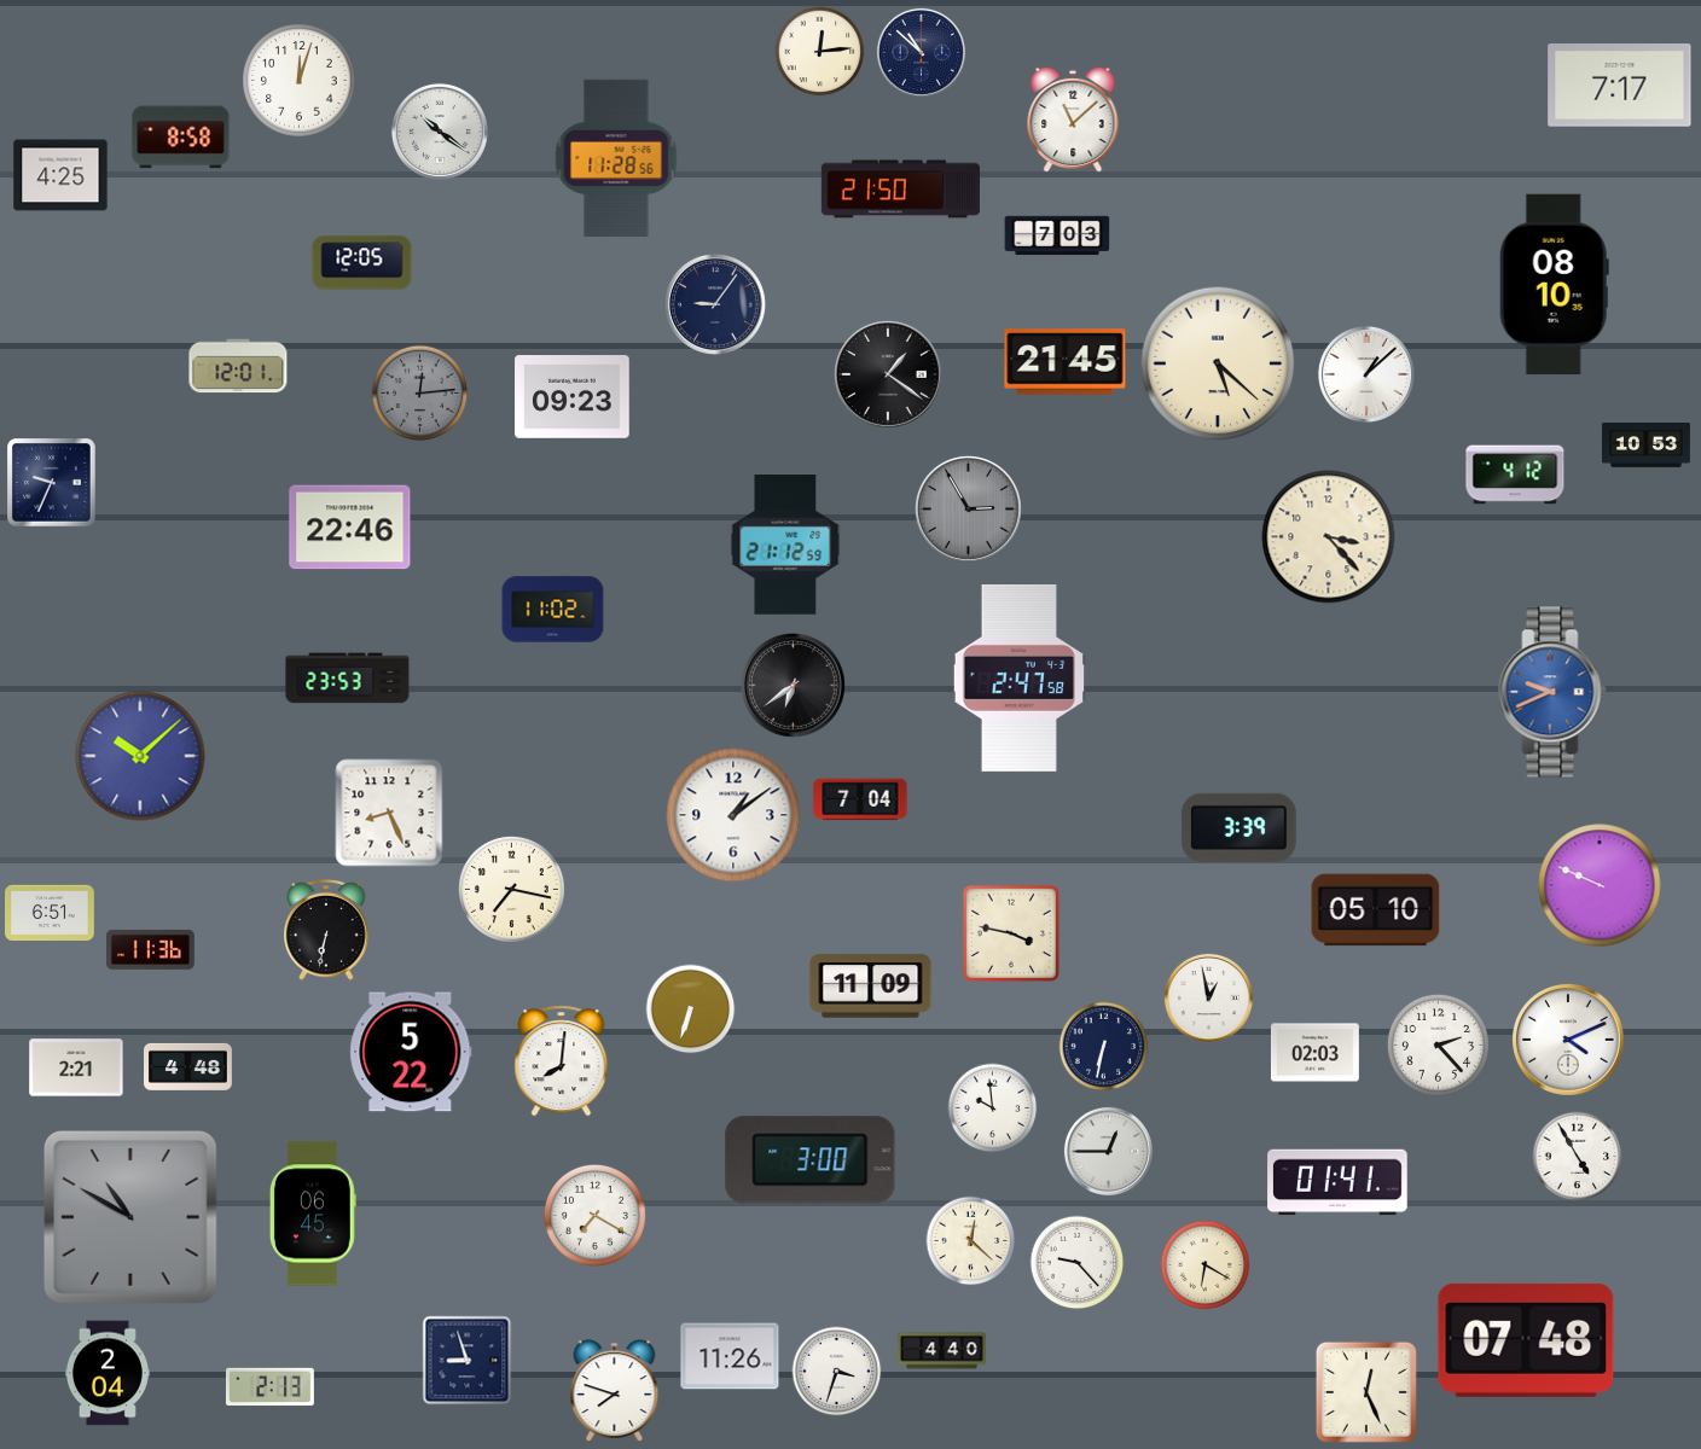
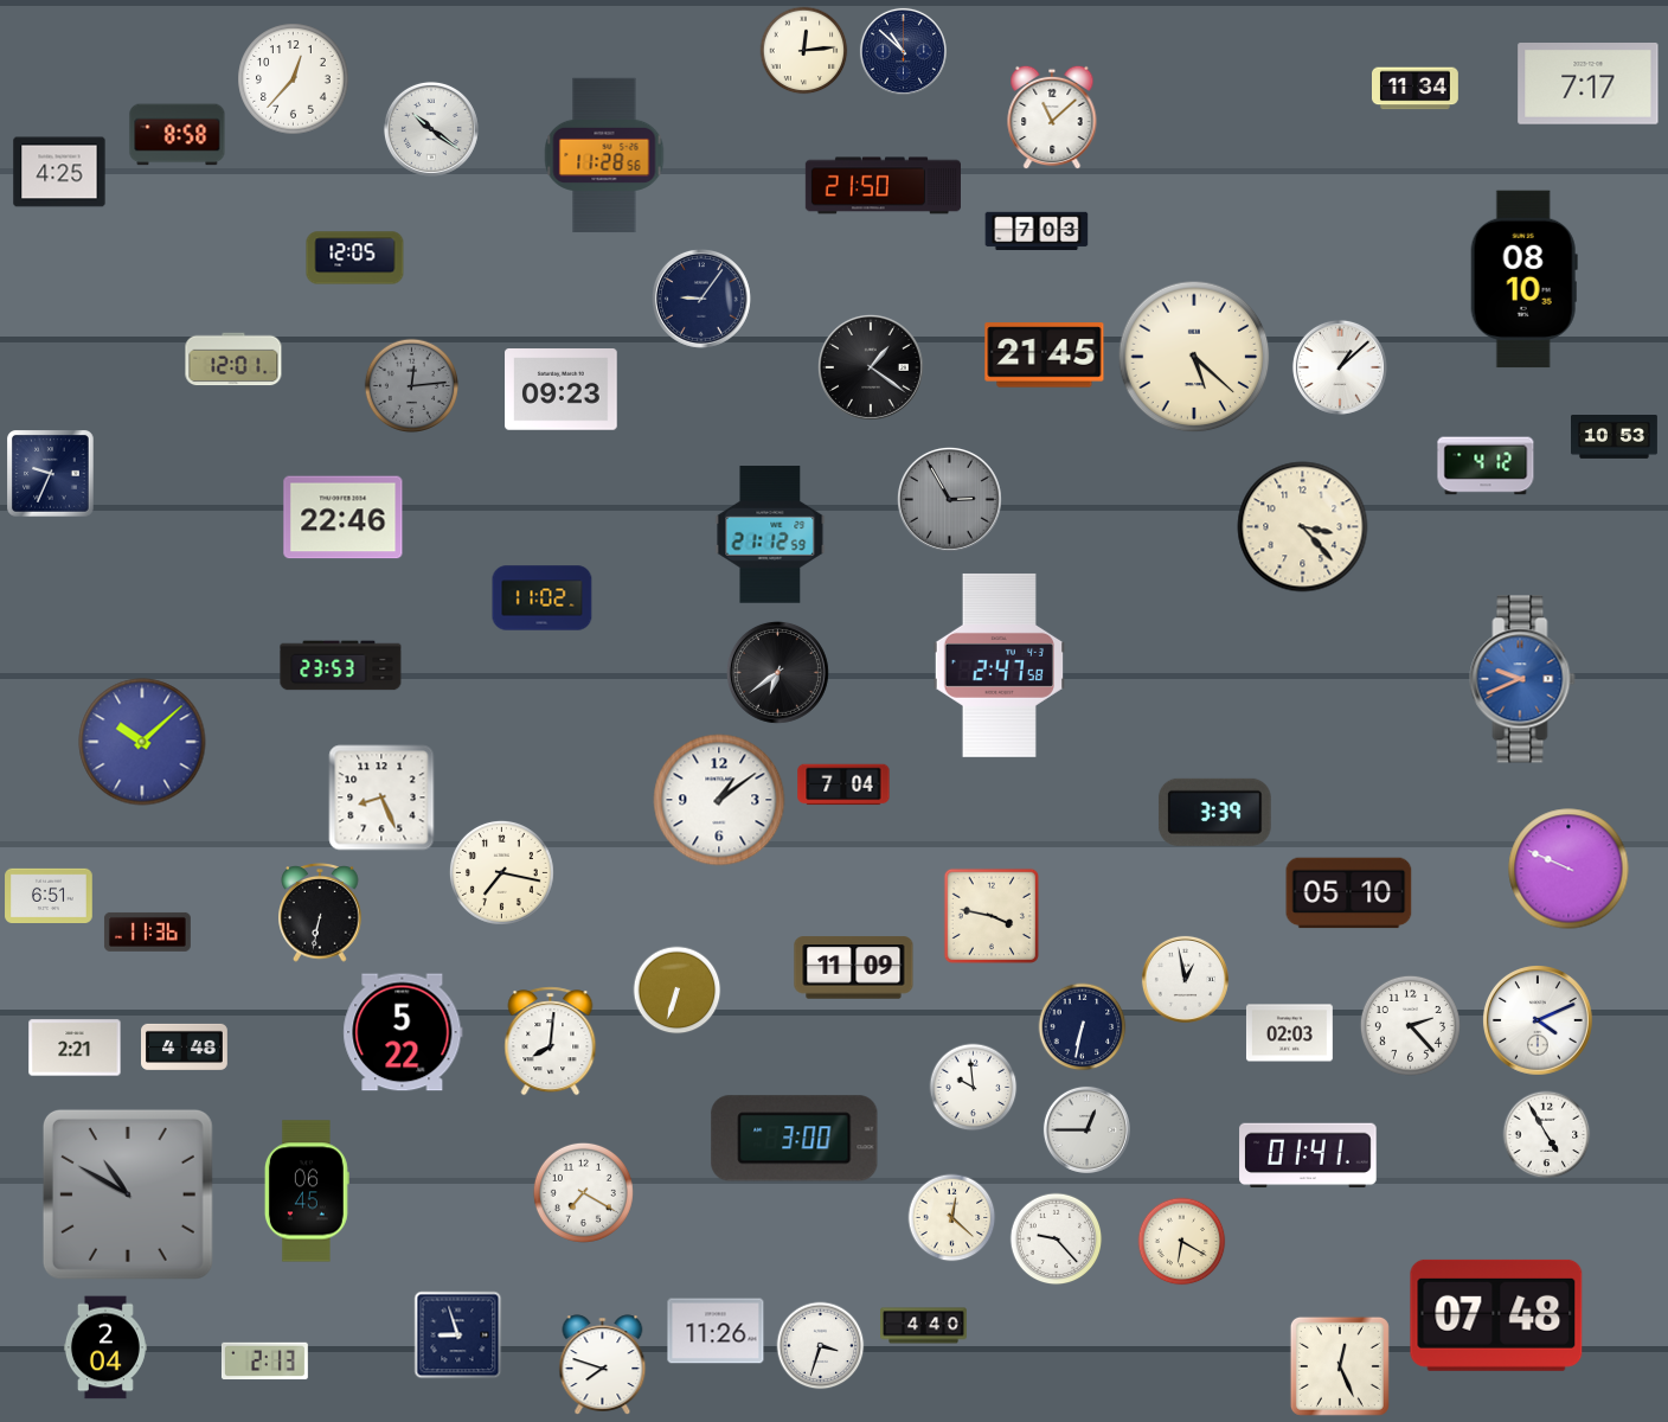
clock at (300, 81): 12:03 -> 12:37
clock at (1416, 89): none -> 11:34
clock at (140, 756) position: (140, 756) -> (142, 742)
clock at (1337, 1182) position: (1337, 1182) -> (1308, 1155)
